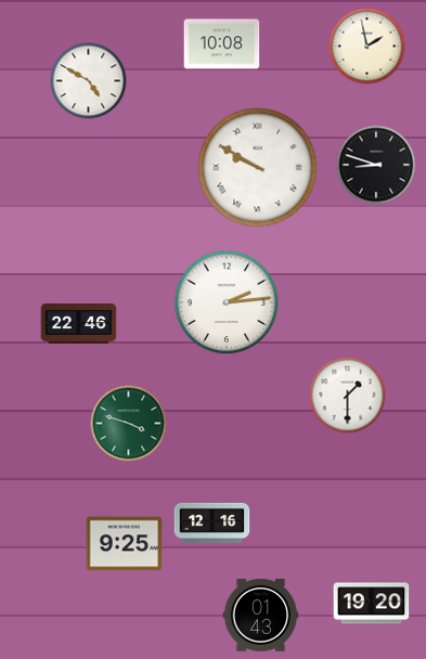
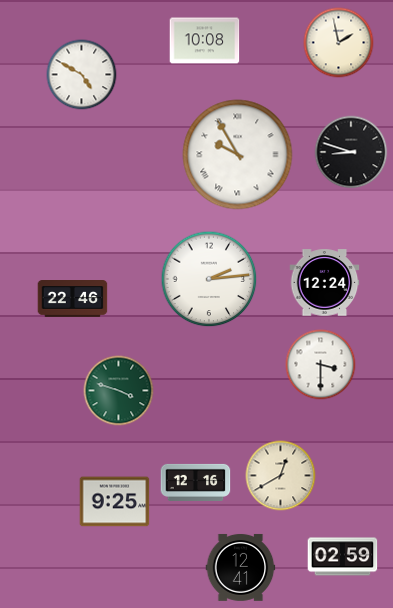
clock at (376, 165) position: (376, 165) -> (351, 152)
clock at (258, 168): 9:50 -> 9:55
clock at (325, 283): none -> 12:24
clock at (348, 396): 1:30 -> 3:30
clock at (281, 476): none -> 12:40
clock at (372, 604): 19:20 -> 02:59
clock at (261, 616): 01:43 -> 12:41
